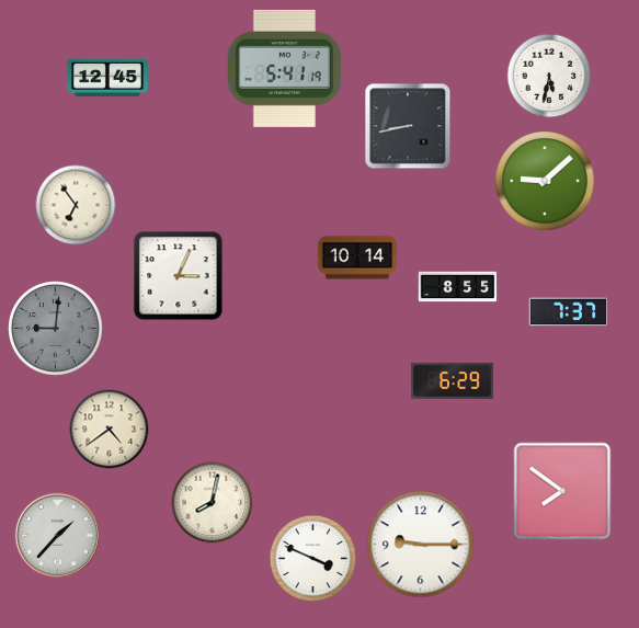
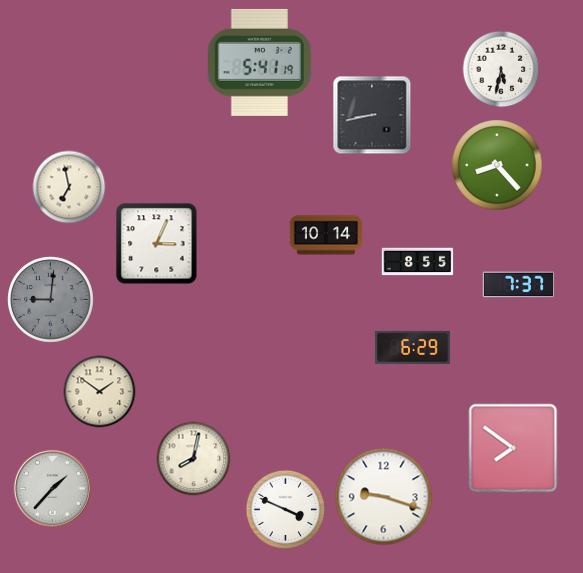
clock at (107, 78): 12:45 -> none
clock at (545, 181): 9:08 -> 8:23
clock at (76, 205): 6:54 -> 6:58
clock at (179, 276) position: (179, 276) -> (157, 244)
clock at (110, 430): 4:39 -> 1:51
clock at (421, 545): 9:15 -> 9:18
